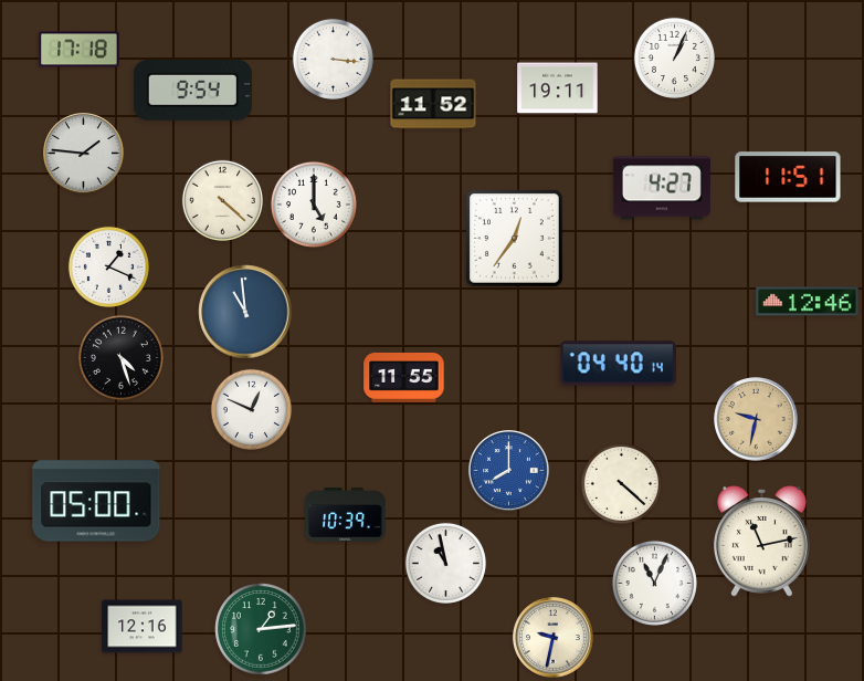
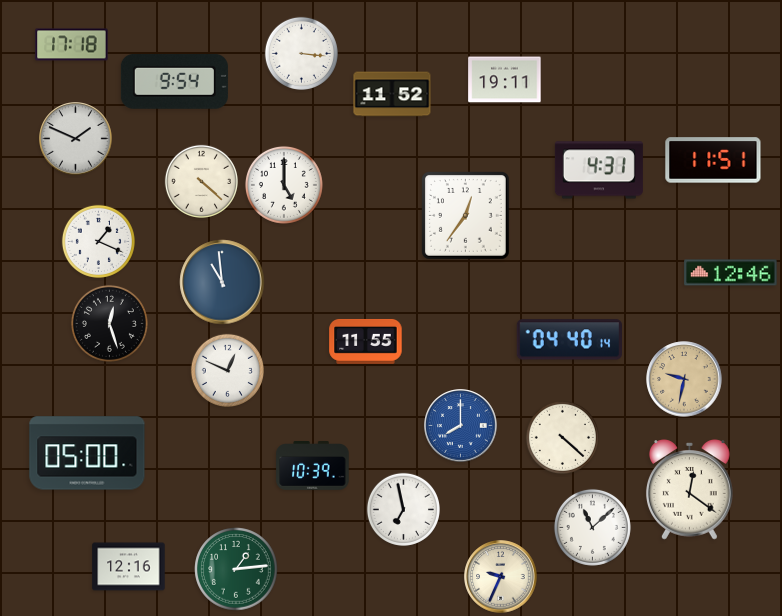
clock at (674, 57): 1:04 -> none
clock at (84, 154): 1:46 -> 1:49
clock at (662, 188): 4:27 -> 4:31
clock at (120, 357): 4:27 -> 12:27
clock at (618, 364) position: (618, 364) -> (569, 340)
clock at (761, 542): 11:13 -> 12:21
clock at (445, 563): 10:58 -> 6:58
clock at (654, 583): 11:04 -> 11:08
clock at (554, 638): 9:32 -> 9:34
